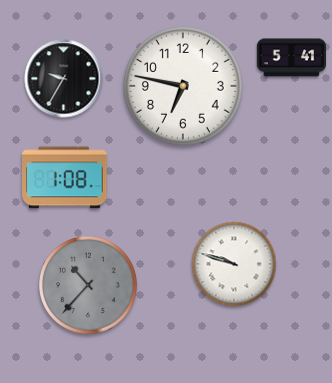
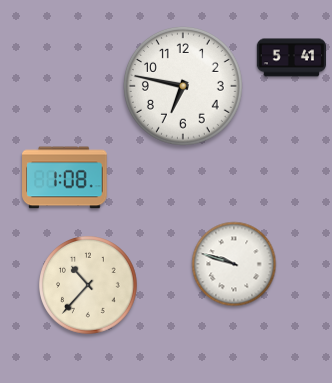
clock at (64, 79): 9:35 -> none
clock at (88, 285) dial: grey -> cream
